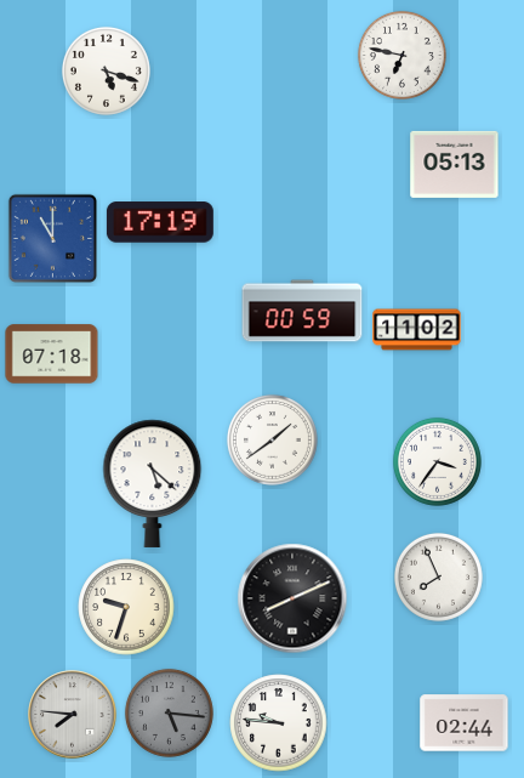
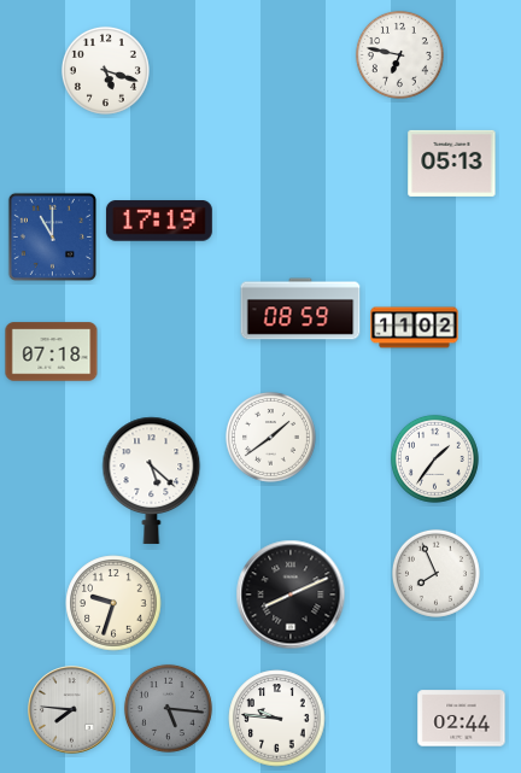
clock at (302, 311): 00:59 -> 08:59
clock at (437, 461): 3:36 -> 1:36
clock at (126, 607) position: (126, 607) -> (113, 603)
